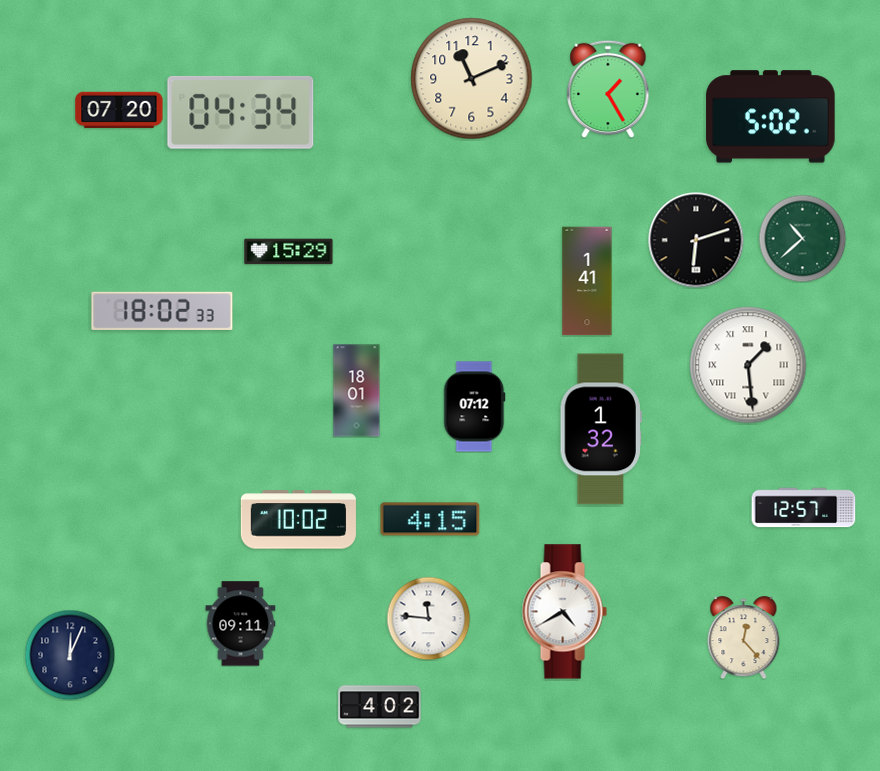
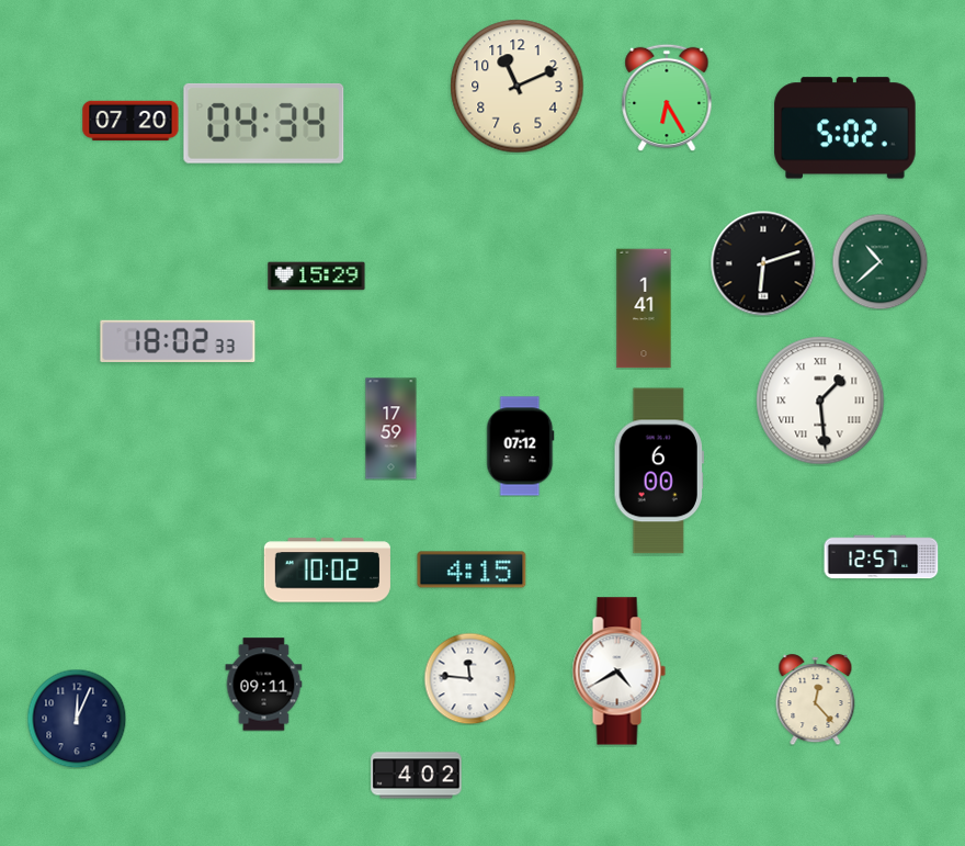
clock at (608, 89): 1:25 -> 6:25
clock at (357, 391): 18:01 -> 17:59
clock at (601, 429): 1:32 -> 6:00
